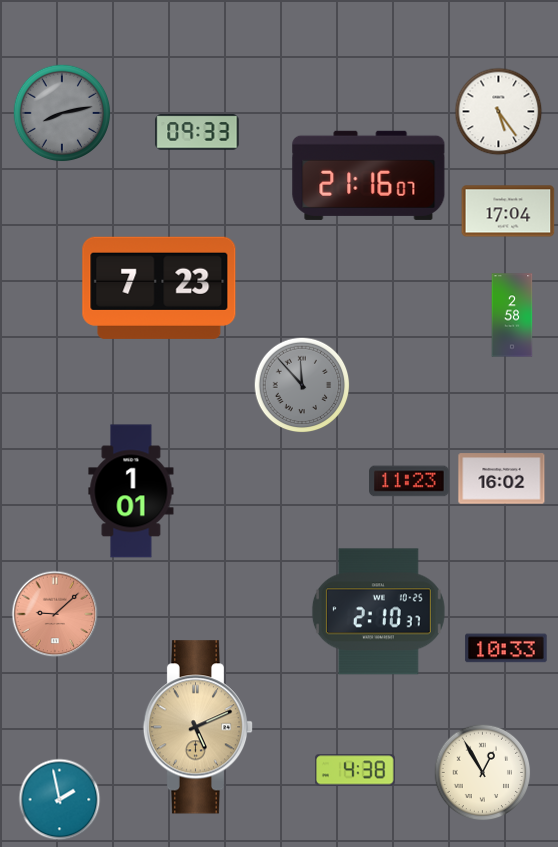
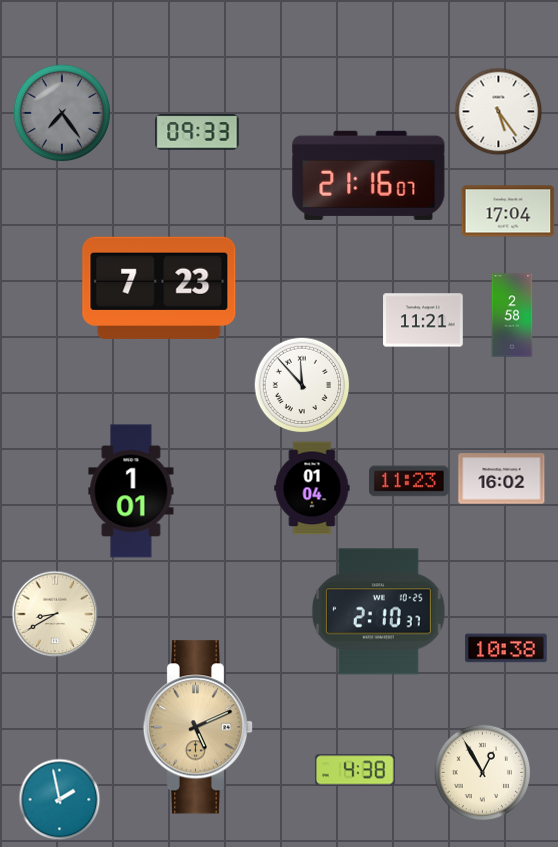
clock at (62, 113): 8:13 -> 7:24
clock at (423, 320): none -> 11:21
clock at (302, 385) dial: grey -> white
clock at (312, 488): none -> 01:04
clock at (55, 614): 9:08 -> 8:40
clock at (55, 614) dial: salmon -> cream
clock at (506, 648): 10:33 -> 10:38
